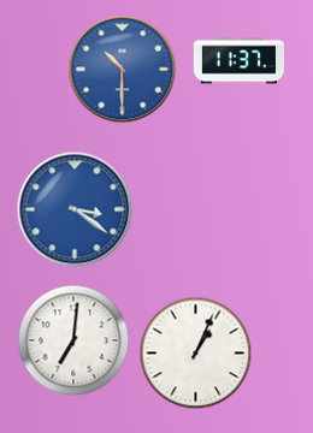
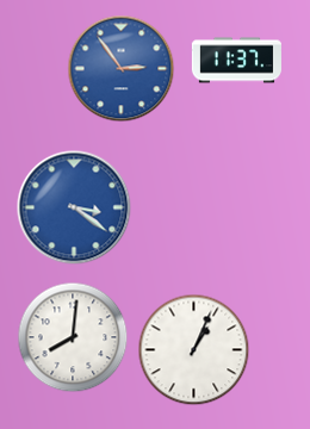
clock at (123, 70): 10:30 -> 2:54
clock at (73, 340): 7:01 -> 8:01
